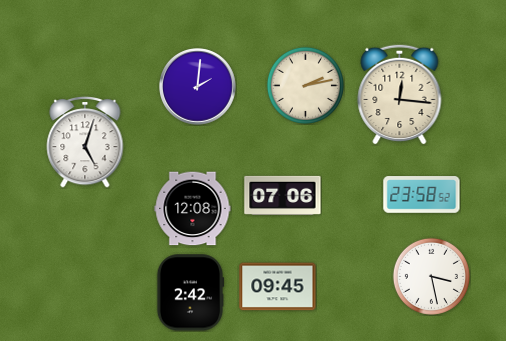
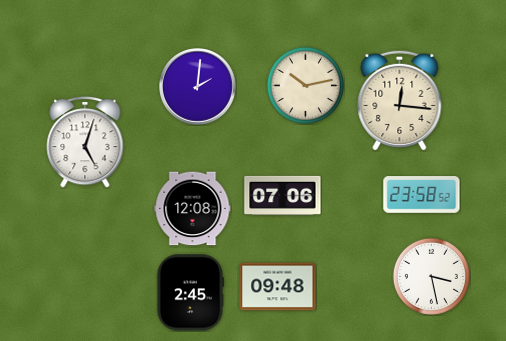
clock at (305, 85): 2:13 -> 10:13
clock at (400, 94) position: (400, 94) -> (400, 100)
clock at (278, 287): 09:45 -> 09:48
clock at (190, 293): 2:42 -> 2:45
